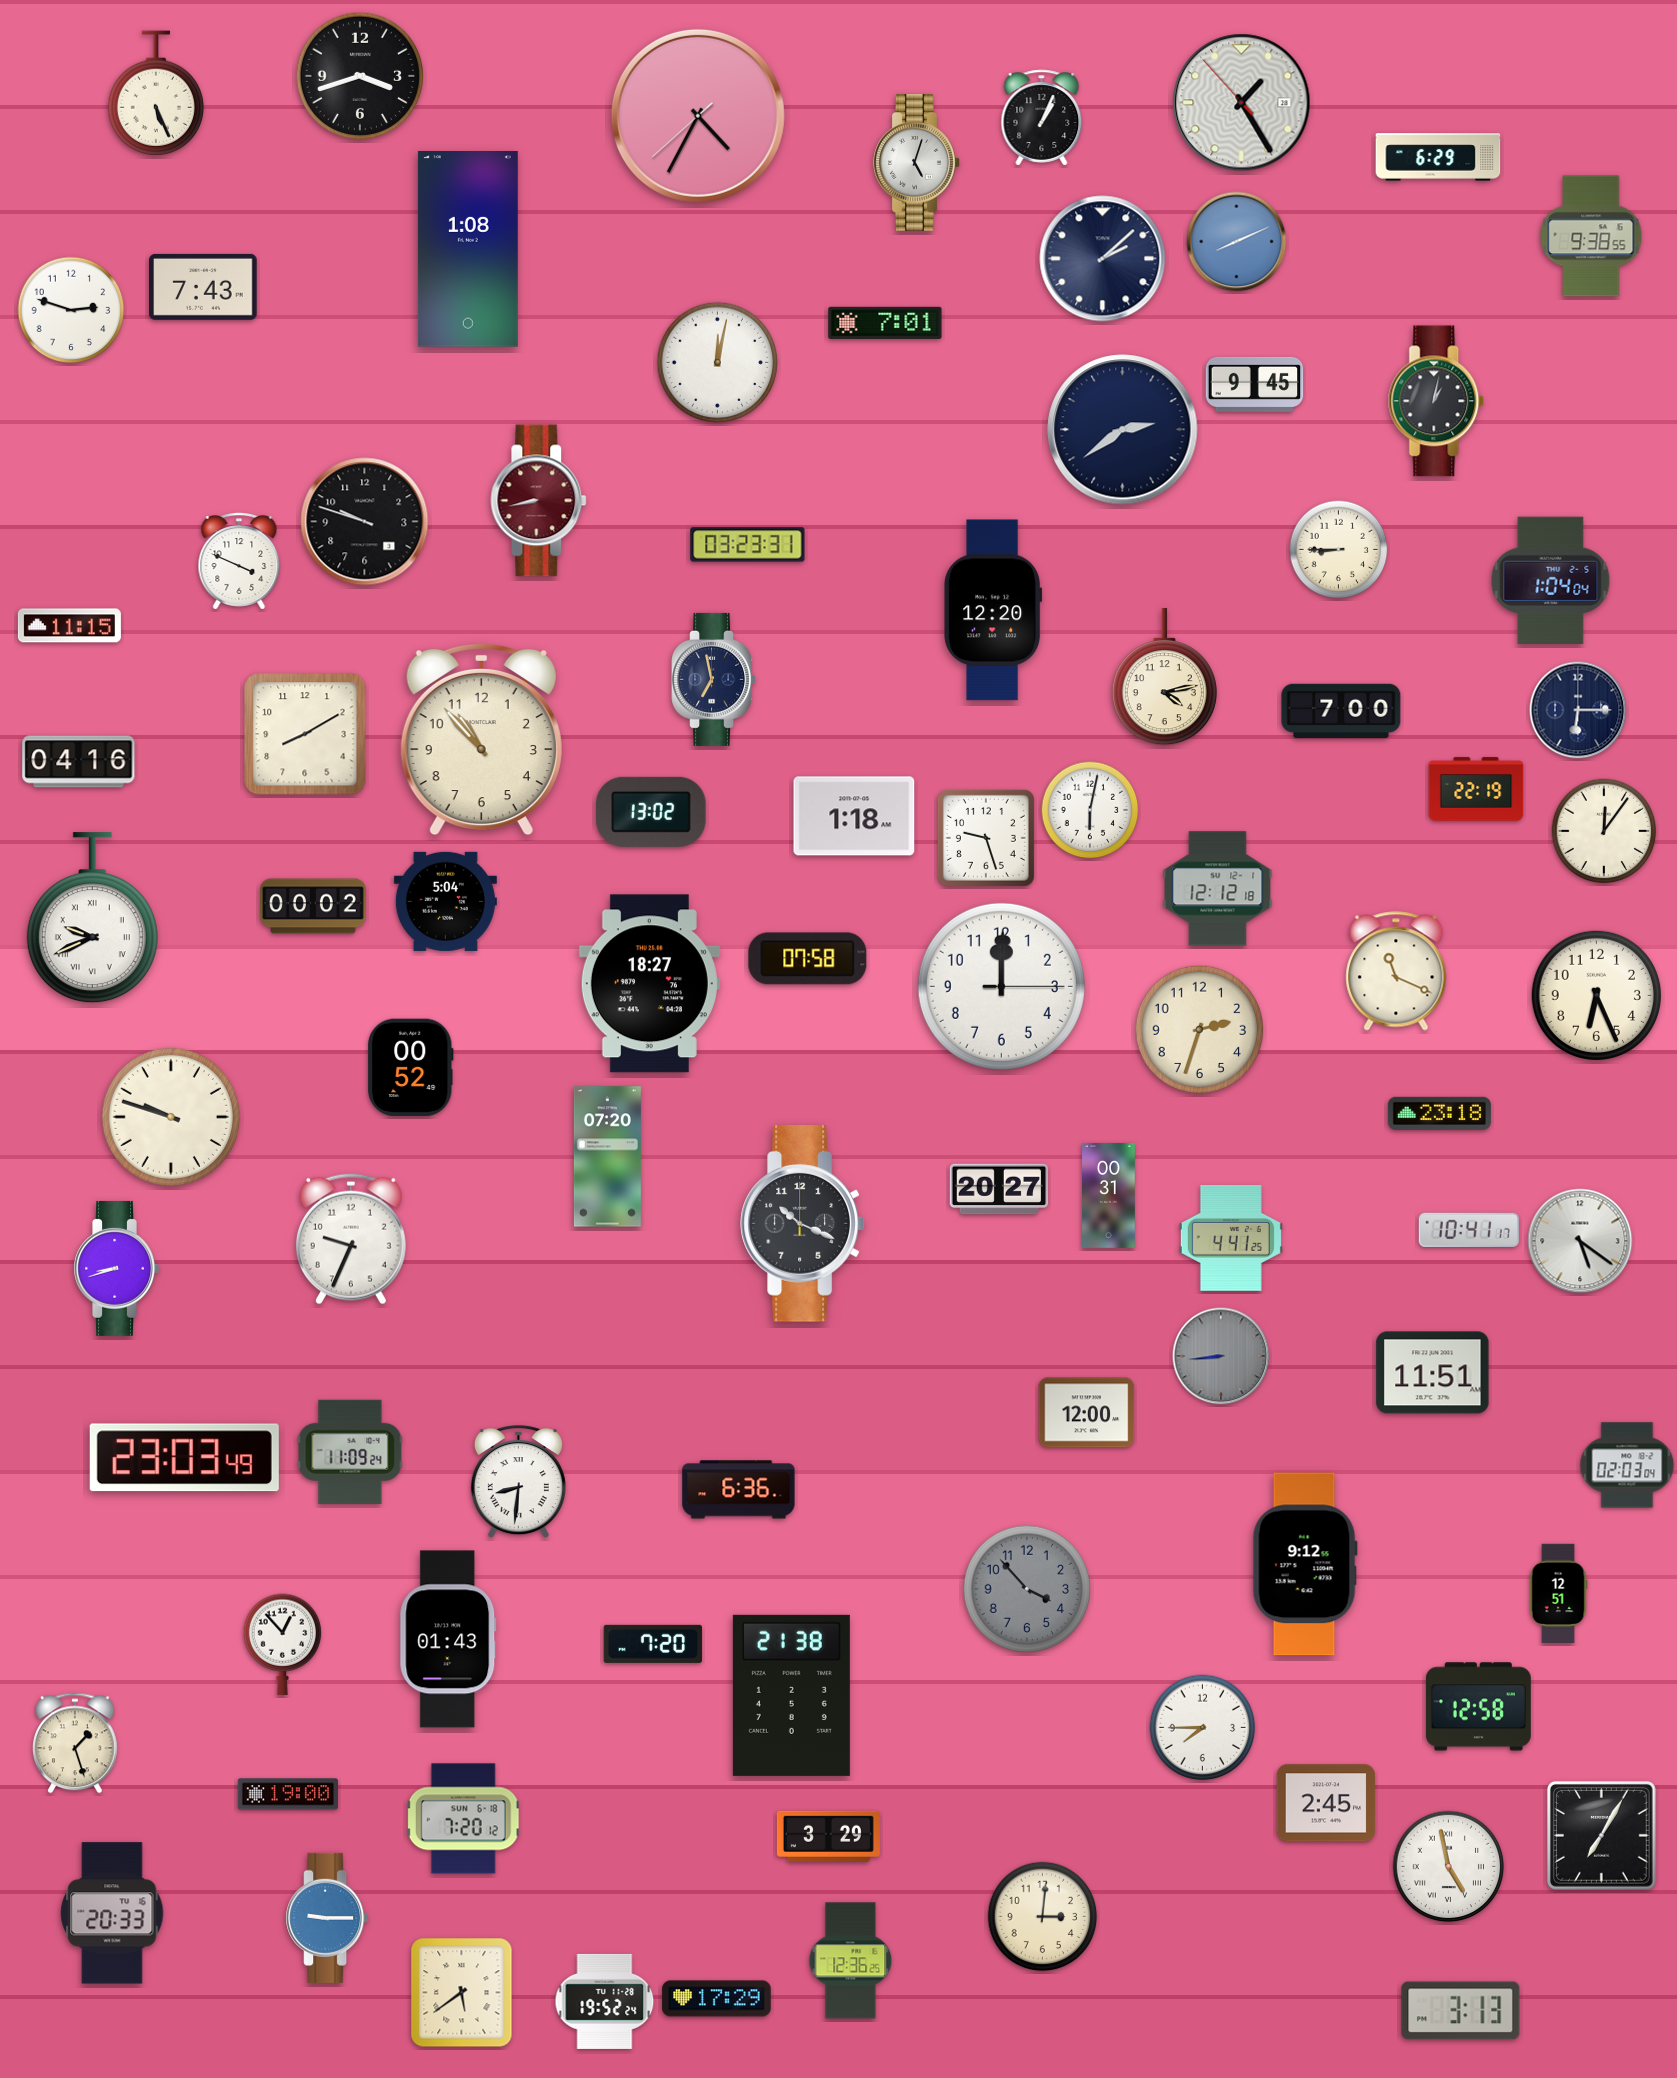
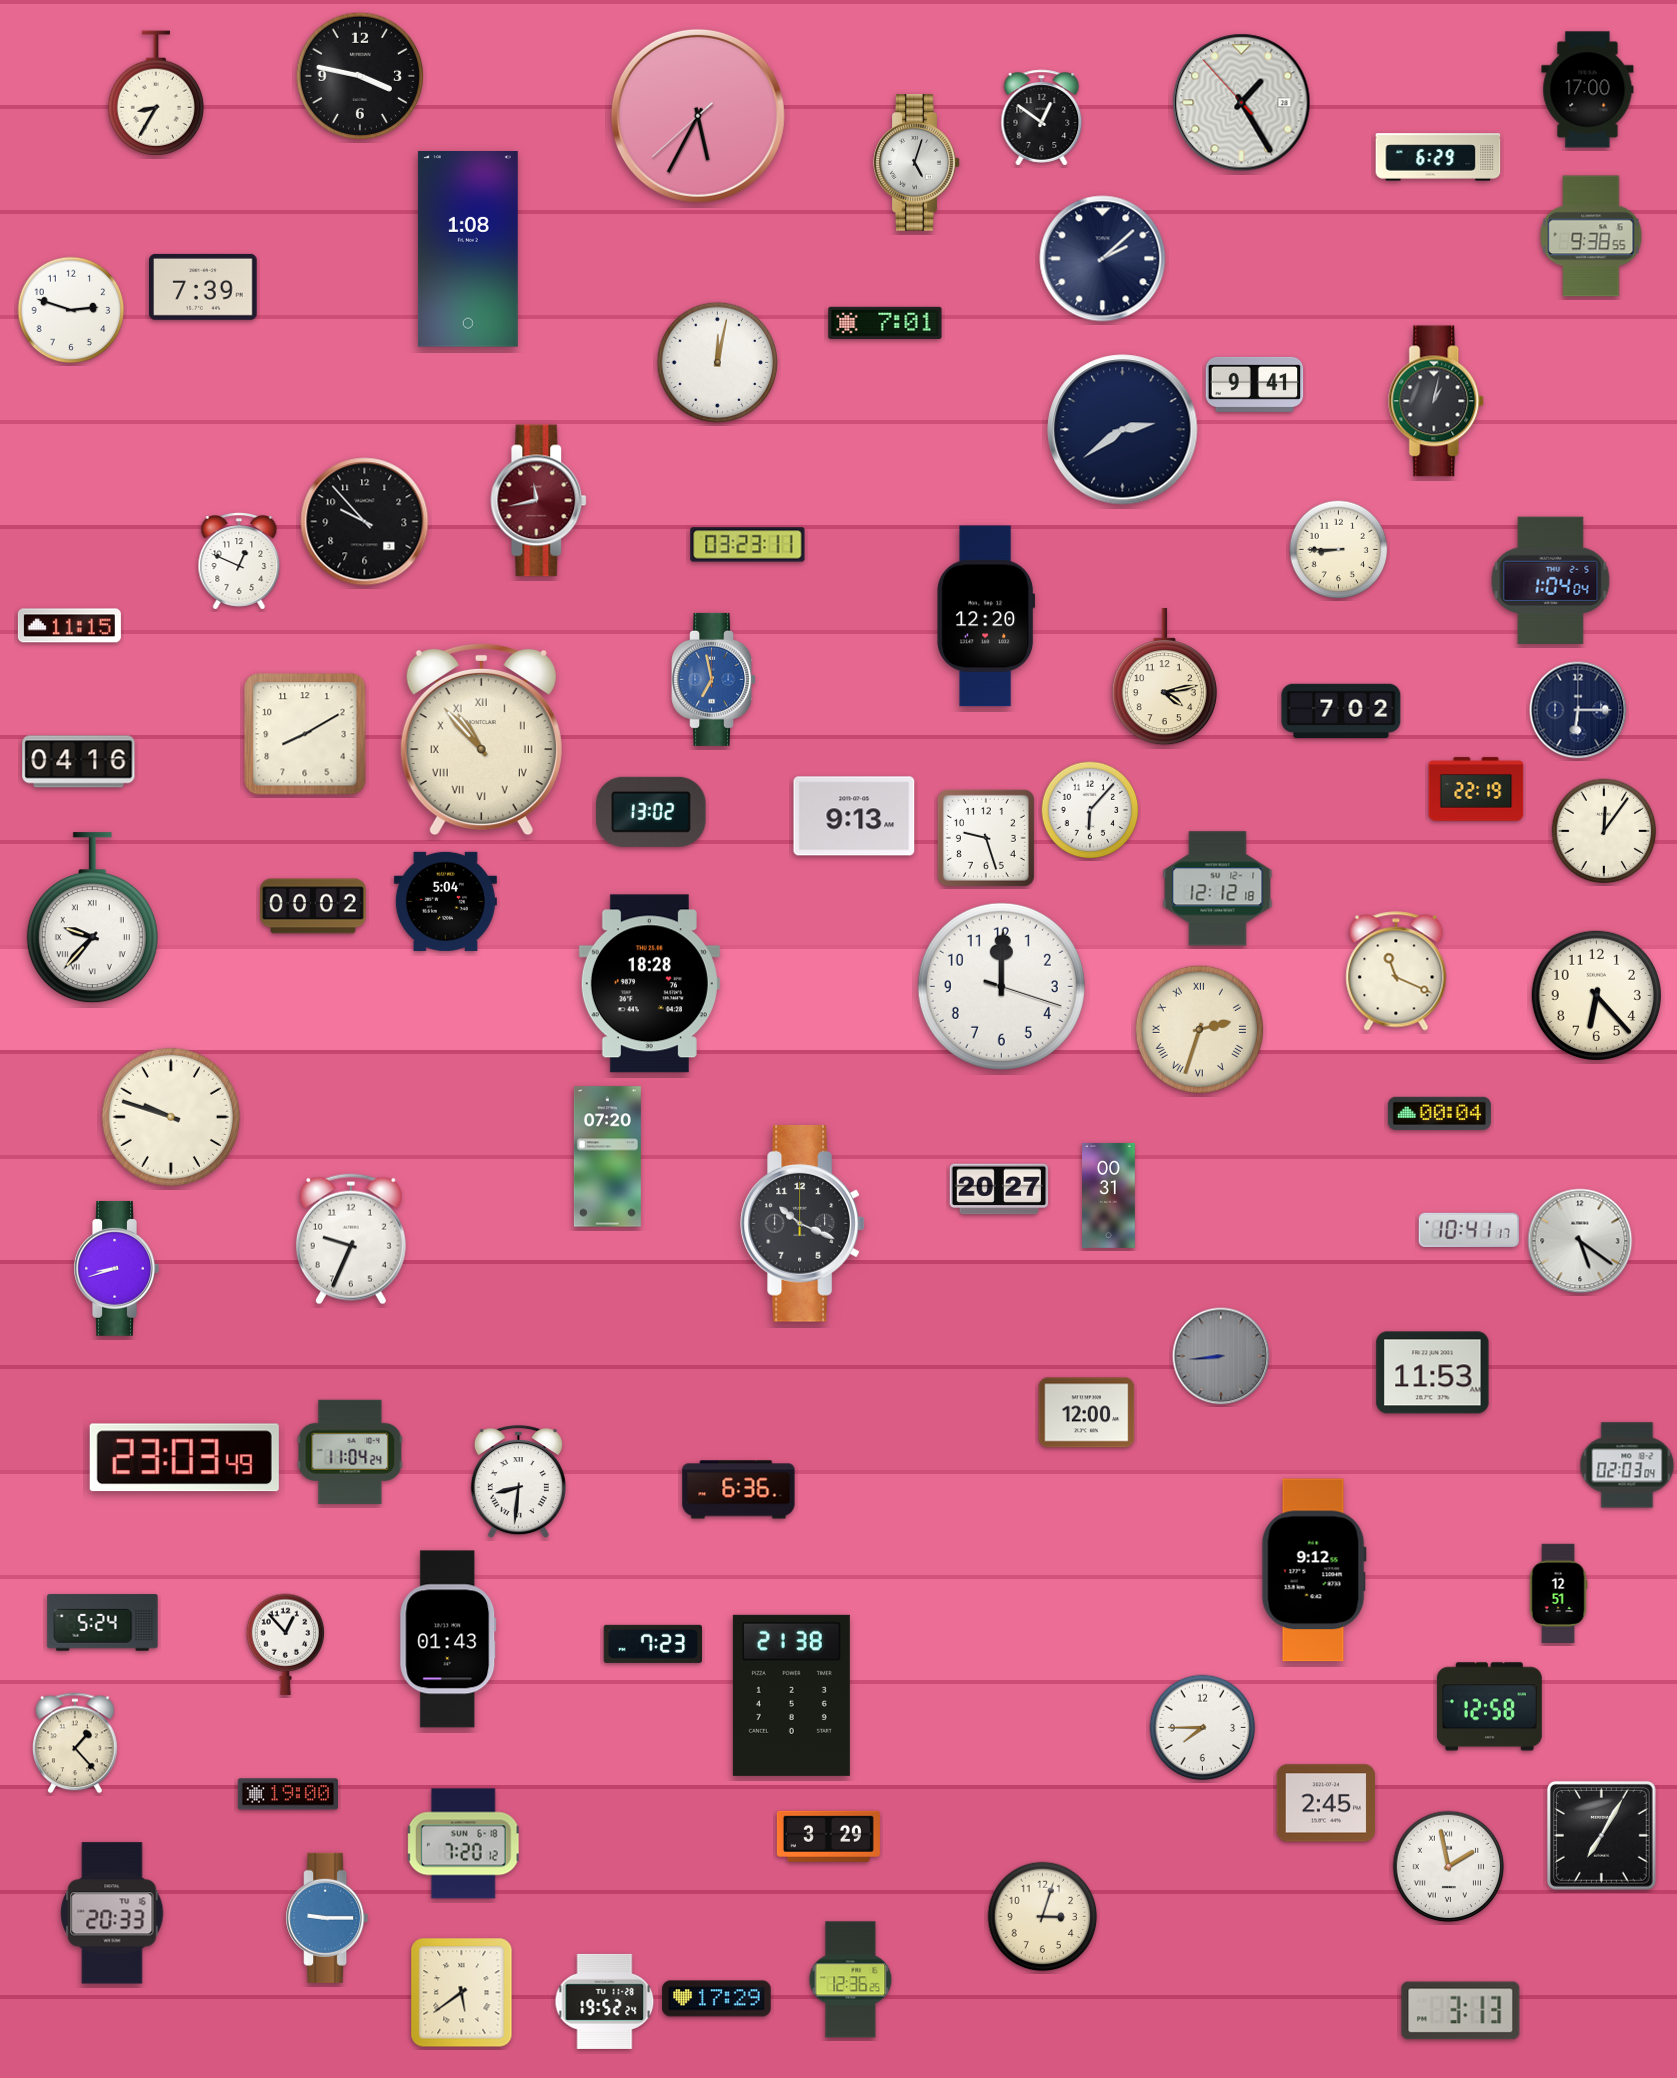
clock at (359, 75): 3:42 -> 3:47
clock at (1588, 90): none -> 17:00
clock at (156, 93): 5:26 -> 8:35
clock at (698, 116): 4:34 -> 5:34
clock at (1042, 118): 1:04 -> 12:51
clock at (1237, 242): 8:11 -> none
clock at (203, 287): 7:43 -> 7:39
clock at (1255, 384): 9:45 -> 9:41
clock at (539, 501): 8:43 -> 11:43
clock at (365, 522): 9:48 -> 9:53
clock at (748, 545): 03:23:31 -> 03:23:11
clock at (239, 561): 3:49 -> 12:49
clock at (993, 610) position: (993, 610) -> (986, 616)
clock at (714, 679) dial: navy -> blue
clock at (1341, 710): 7:00 -> 7:02
clock at (481, 739) numerals: Arabic -> Roman
clock at (1090, 810): 6:02 -> 6:07
clock at (854, 816): 1:18 -> 9:13
clock at (92, 918): 9:41 -> 9:37
clock at (808, 959): 07:58 -> none
clock at (649, 984): 18:27 -> 18:28
clock at (1001, 986): 12:00:15 -> 12:00:18
clock at (1596, 995): 6:26 -> 6:23
clock at (1199, 1029) numerals: Arabic -> Roman
clock at (411, 1068): 00:52 -> none
clock at (1439, 1113): 23:18 -> 00:04
clock at (1231, 1238): 4:41 -> none
clock at (1433, 1373): 11:51 -> 11:53
clock at (350, 1452): 11:09 -> 11:04
clock at (1305, 1564) position: (1305, 1564) -> (1314, 1570)
clock at (1026, 1588): 3:53 -> none
clock at (103, 1623): none -> 5:24
clock at (283, 1644) position: (283, 1644) -> (286, 1644)
clock at (653, 1644): 7:20 -> 7:23
clock at (1478, 1707) position: (1478, 1707) -> (1489, 1707)
clock at (76, 1743): 1:27 -> 1:23
clock at (463, 1819) position: (463, 1819) -> (463, 1844)
clock at (1449, 1867): 4:58 -> 1:58
clock at (1043, 1917): 3:01 -> 3:03
clock at (851, 1961) position: (851, 1961) -> (851, 1980)
